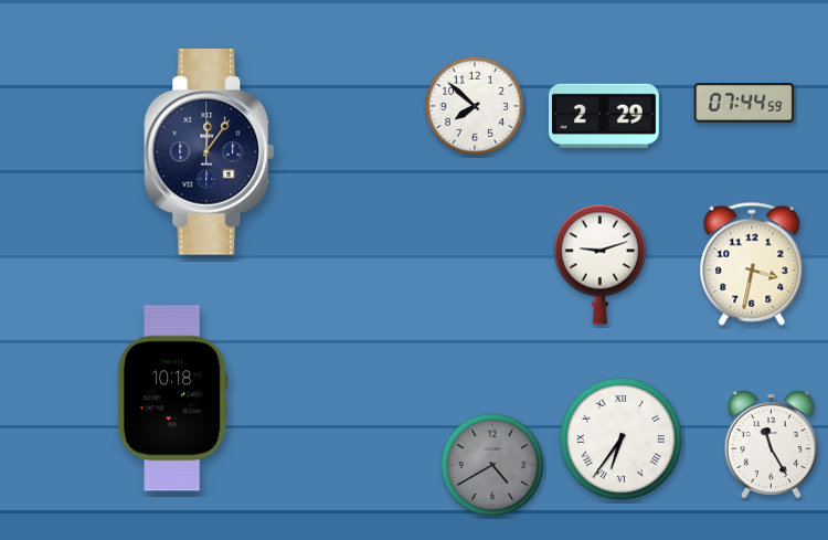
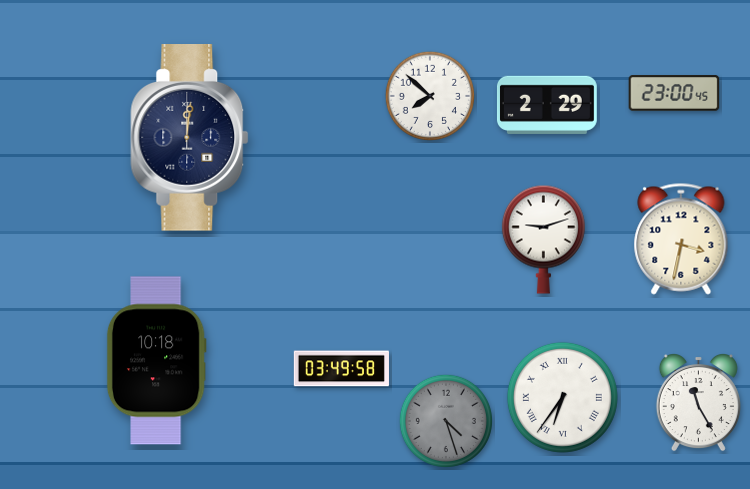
clock at (744, 103): 07:44 -> 23:00
clock at (210, 152): 12:06 -> 12:01
clock at (341, 369): none -> 03:49
clock at (492, 465): 4:40 -> 4:27
